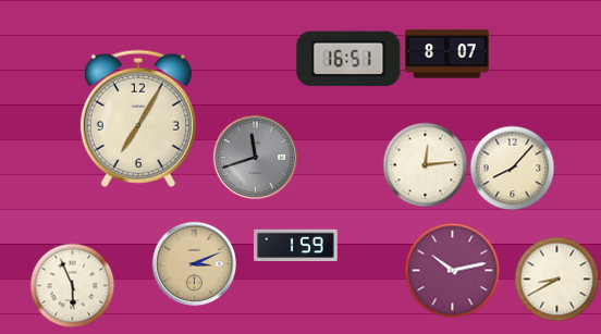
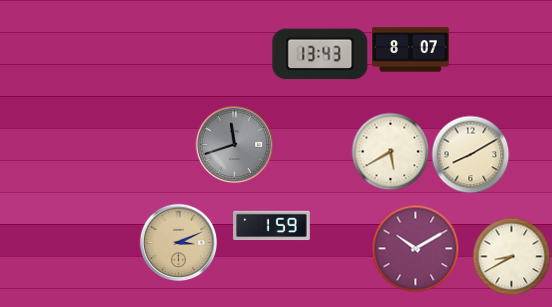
clock at (348, 59): 16:51 -> 13:43
clock at (138, 119): 7:05 -> none
clock at (425, 164): 12:14 -> 5:40
clock at (512, 168): 8:07 -> 8:10
clock at (452, 270): 10:13 -> 10:10
clock at (72, 285): 5:56 -> none
